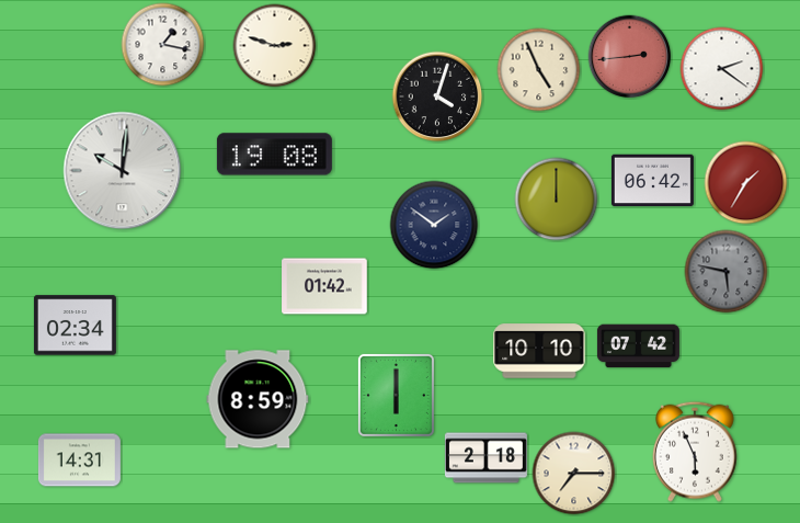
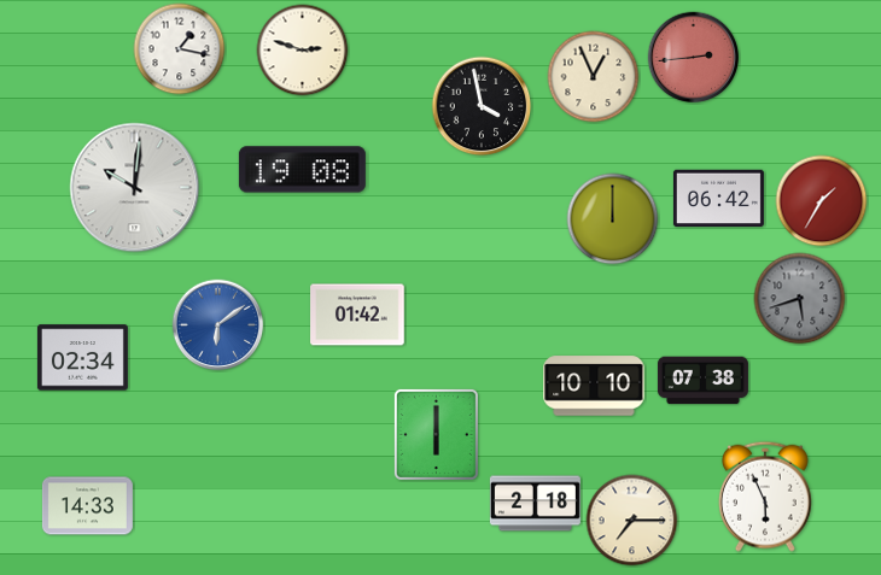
clock at (630, 57) position: (630, 57) -> (694, 58)
clock at (722, 69): 2:21 -> none
clock at (539, 70): 4:56 -> 12:56
clock at (437, 96): 4:03 -> 3:58
clock at (434, 225): 1:51 -> none
clock at (727, 272): 5:47 -> 5:42
clock at (218, 325): none -> 6:09
clock at (638, 346): 07:42 -> 07:38
clock at (258, 399): 8:59 -> none
clock at (79, 461): 14:31 -> 14:33
